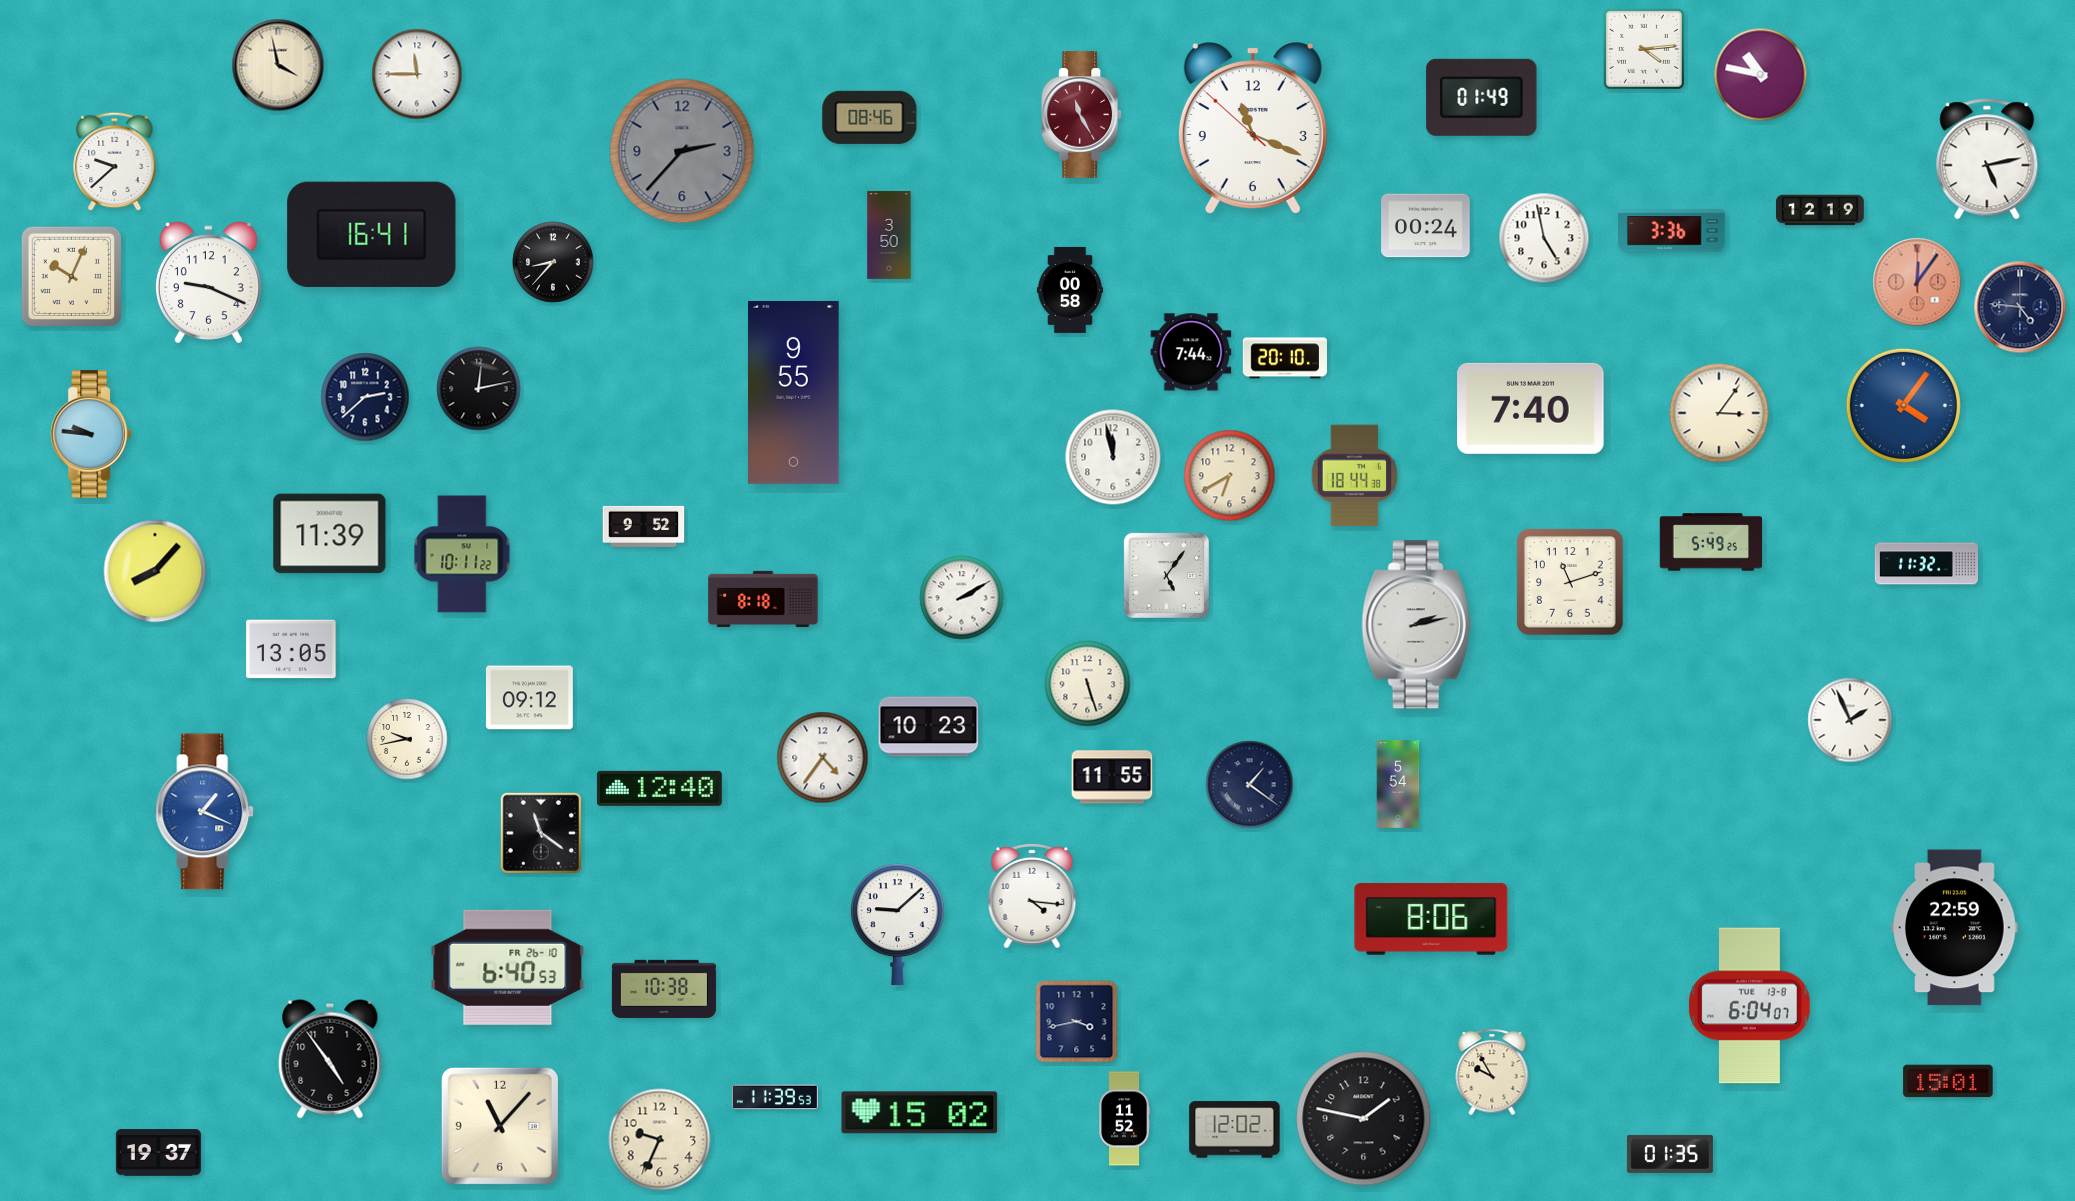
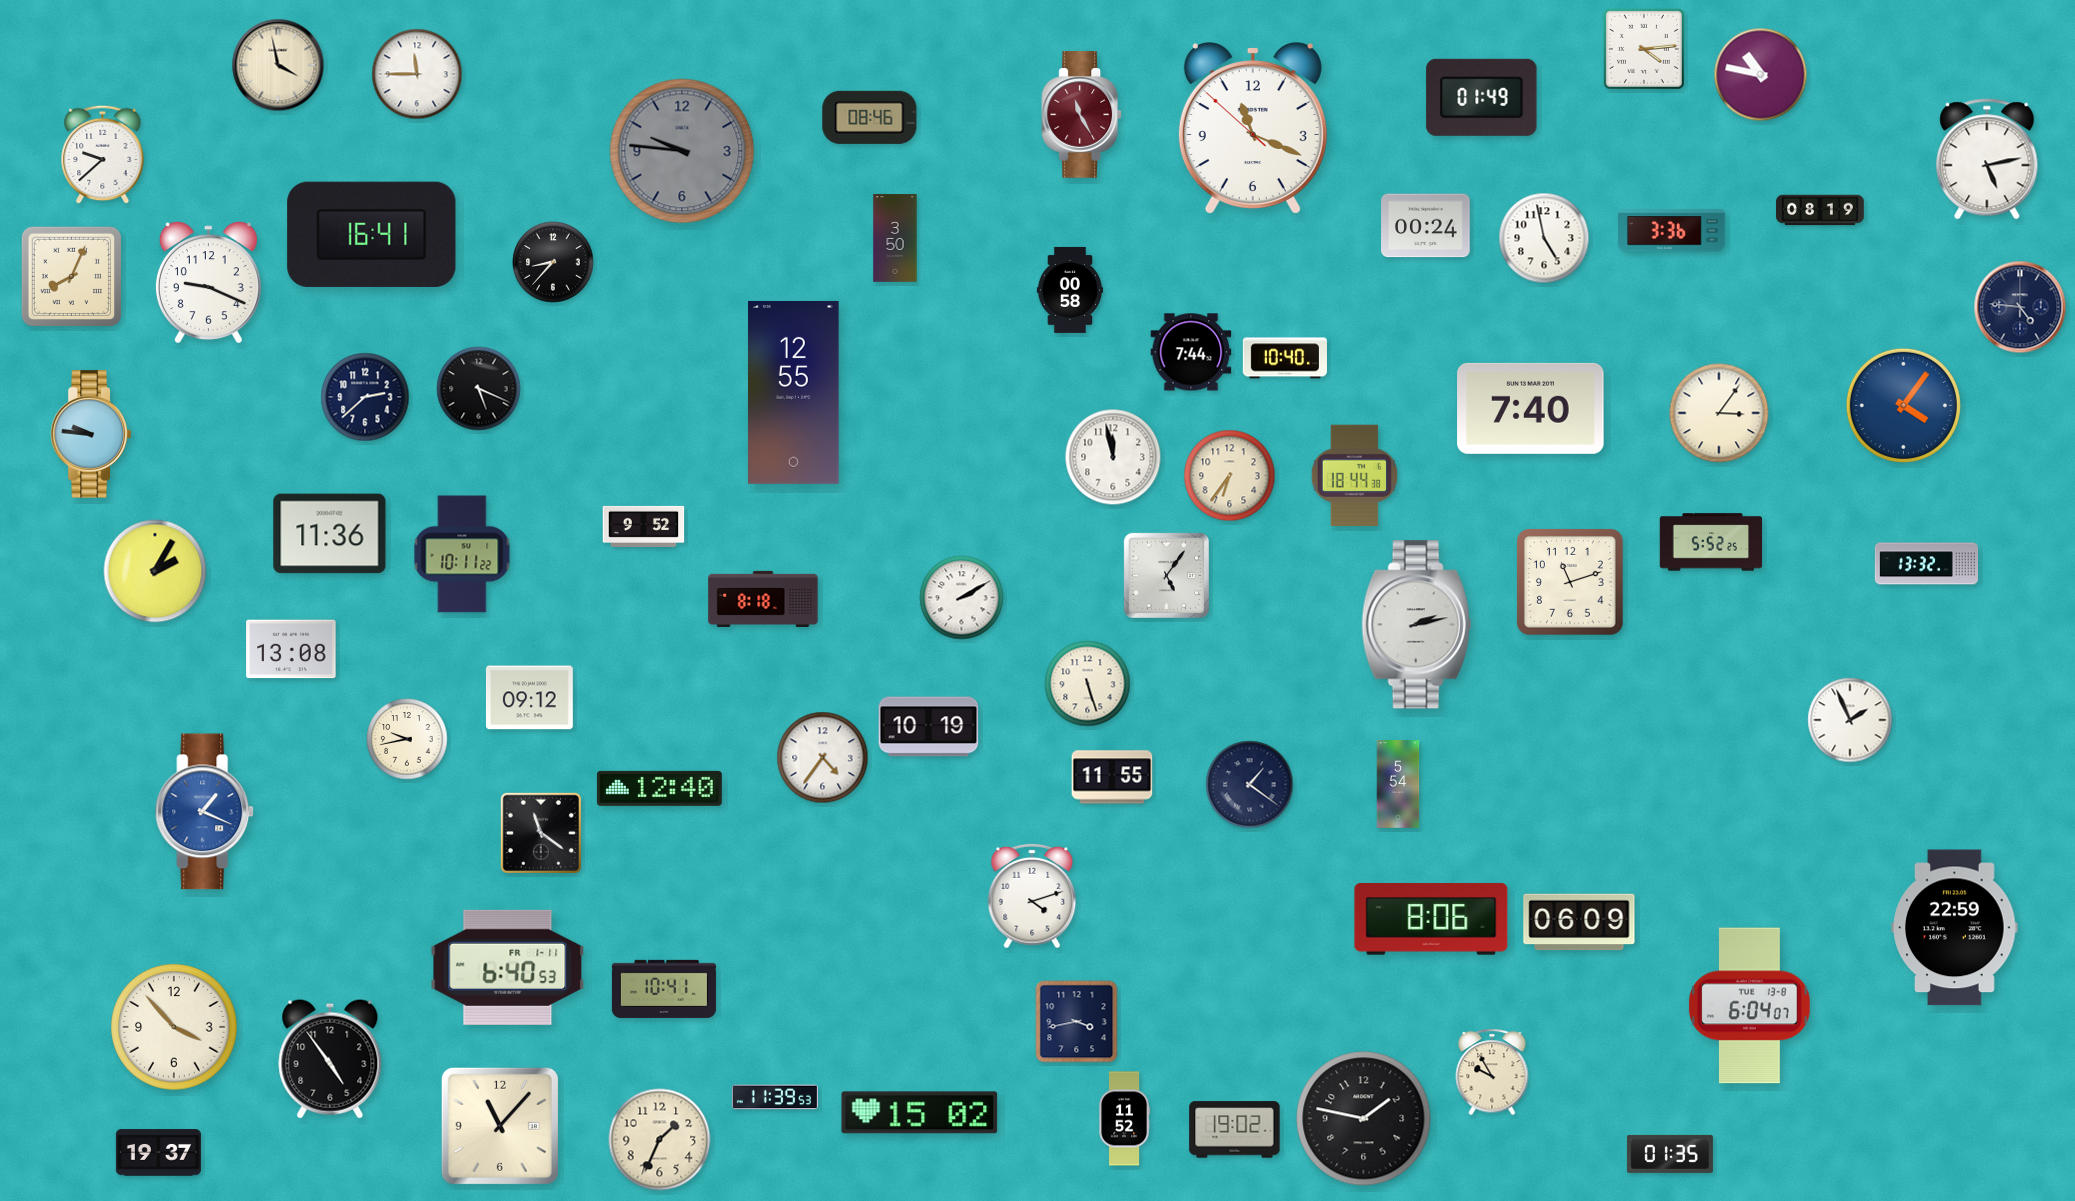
clock at (682, 151): 2:37 -> 9:46
clock at (115, 162) position: (115, 162) -> (103, 155)
clock at (1820, 210): 12:19 -> 08:19
clock at (889, 235) position: (889, 235) -> (895, 238)
clock at (71, 276): 10:04 -> 8:04
clock at (1917, 282): 12:06 -> none
clock at (1285, 358): 20:10 -> 10:40
clock at (479, 389): 12:13 -> 5:19
clock at (794, 392): 9:55 -> 12:55
clock at (1230, 476): 6:40 -> 6:36
clock at (330, 534): 11:39 -> 11:36
clock at (1711, 542): 5:49 -> 5:52
clock at (1926, 564): 11:32 -> 13:32
clock at (155, 571): 8:07 -> 2:05
clock at (291, 649): 13:05 -> 13:08
clock at (929, 727): 10:23 -> 10:19
clock at (1032, 896): 4:16 -> 4:12
clock at (1579, 922): none -> 06:09
clock at (897, 924): 9:08 -> none
clock at (508, 967) date: FR 26-10 -> FR 1-11
clock at (664, 989): 10:38 -> 10:41
clock at (174, 1027): none -> 3:53
clock at (1948, 1081): 15:01 -> none
clock at (1235, 1130): 12:02 -> 19:02
clock at (660, 1140): 9:34 -> 1:34
